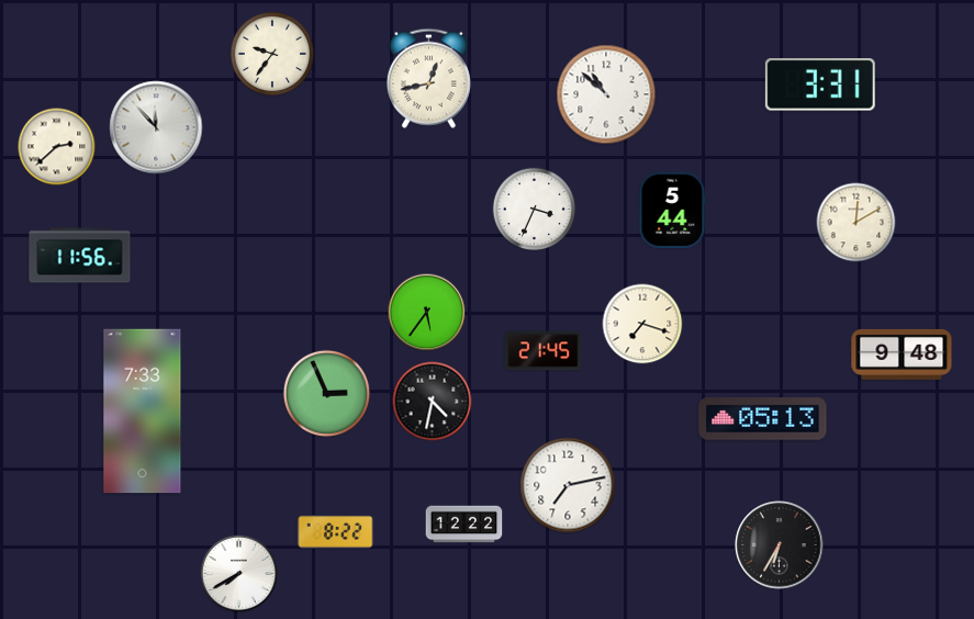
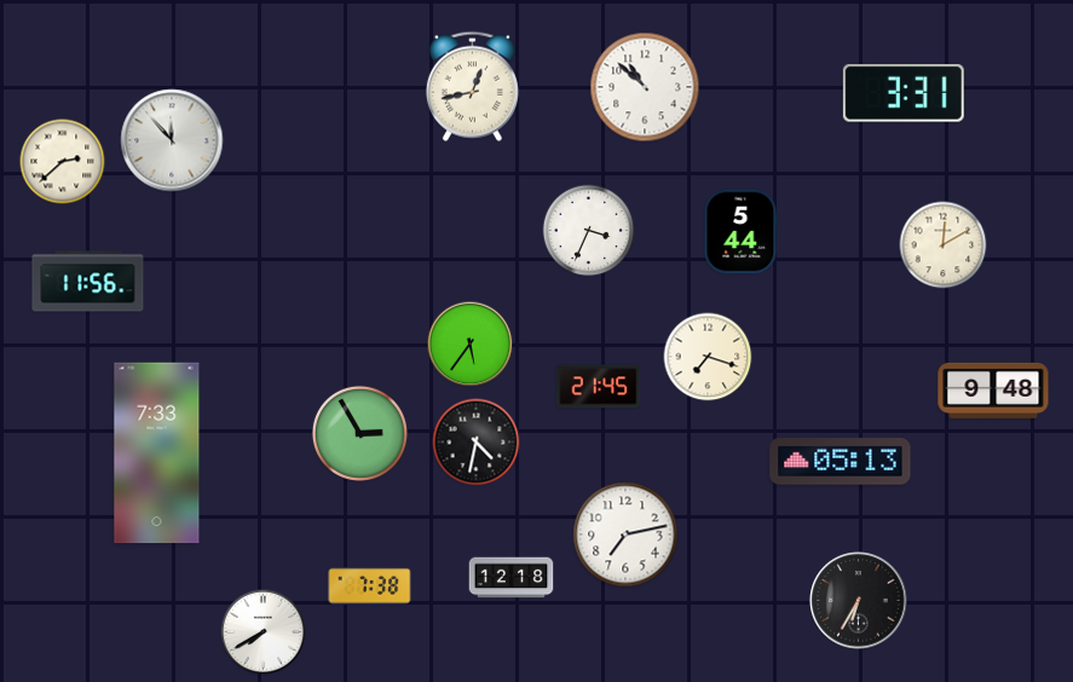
clock at (272, 54): 9:36 -> none
clock at (606, 94) position: (606, 94) -> (645, 87)
clock at (326, 393): 2:56 -> 2:55
clock at (464, 525): 12:22 -> 12:18
clock at (336, 532): 8:22 -> 7:38
